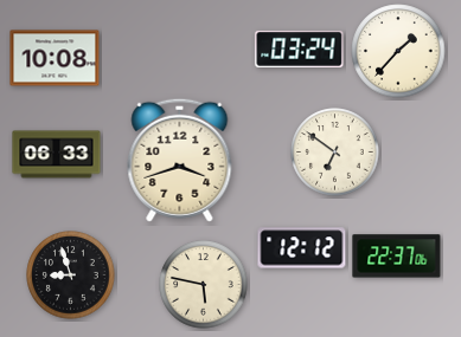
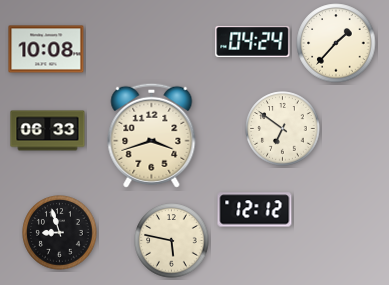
clock at (300, 48): 03:24 -> 04:24
clock at (397, 257): 22:37 -> none
